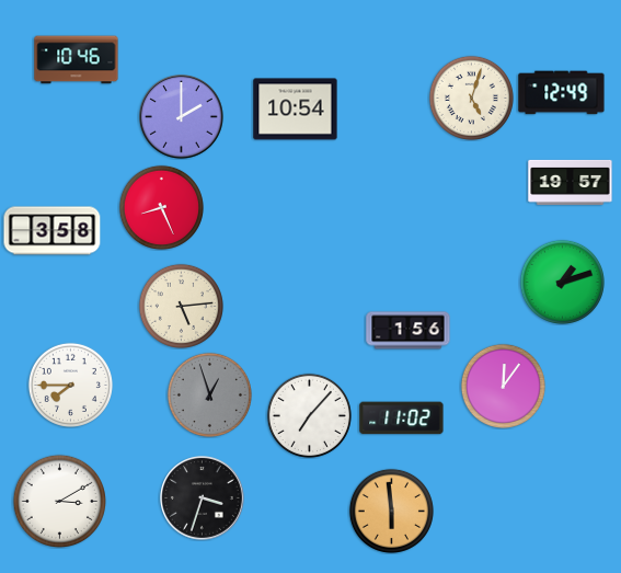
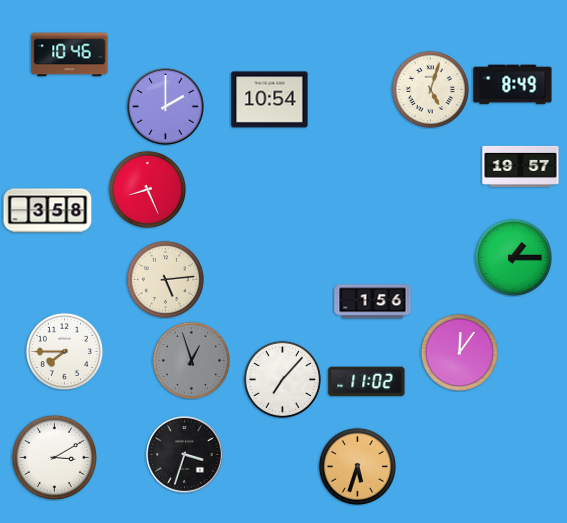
clock at (562, 93): 12:49 -> 8:49
clock at (562, 282): 1:12 -> 1:15
clock at (391, 511): 5:59 -> 5:33
